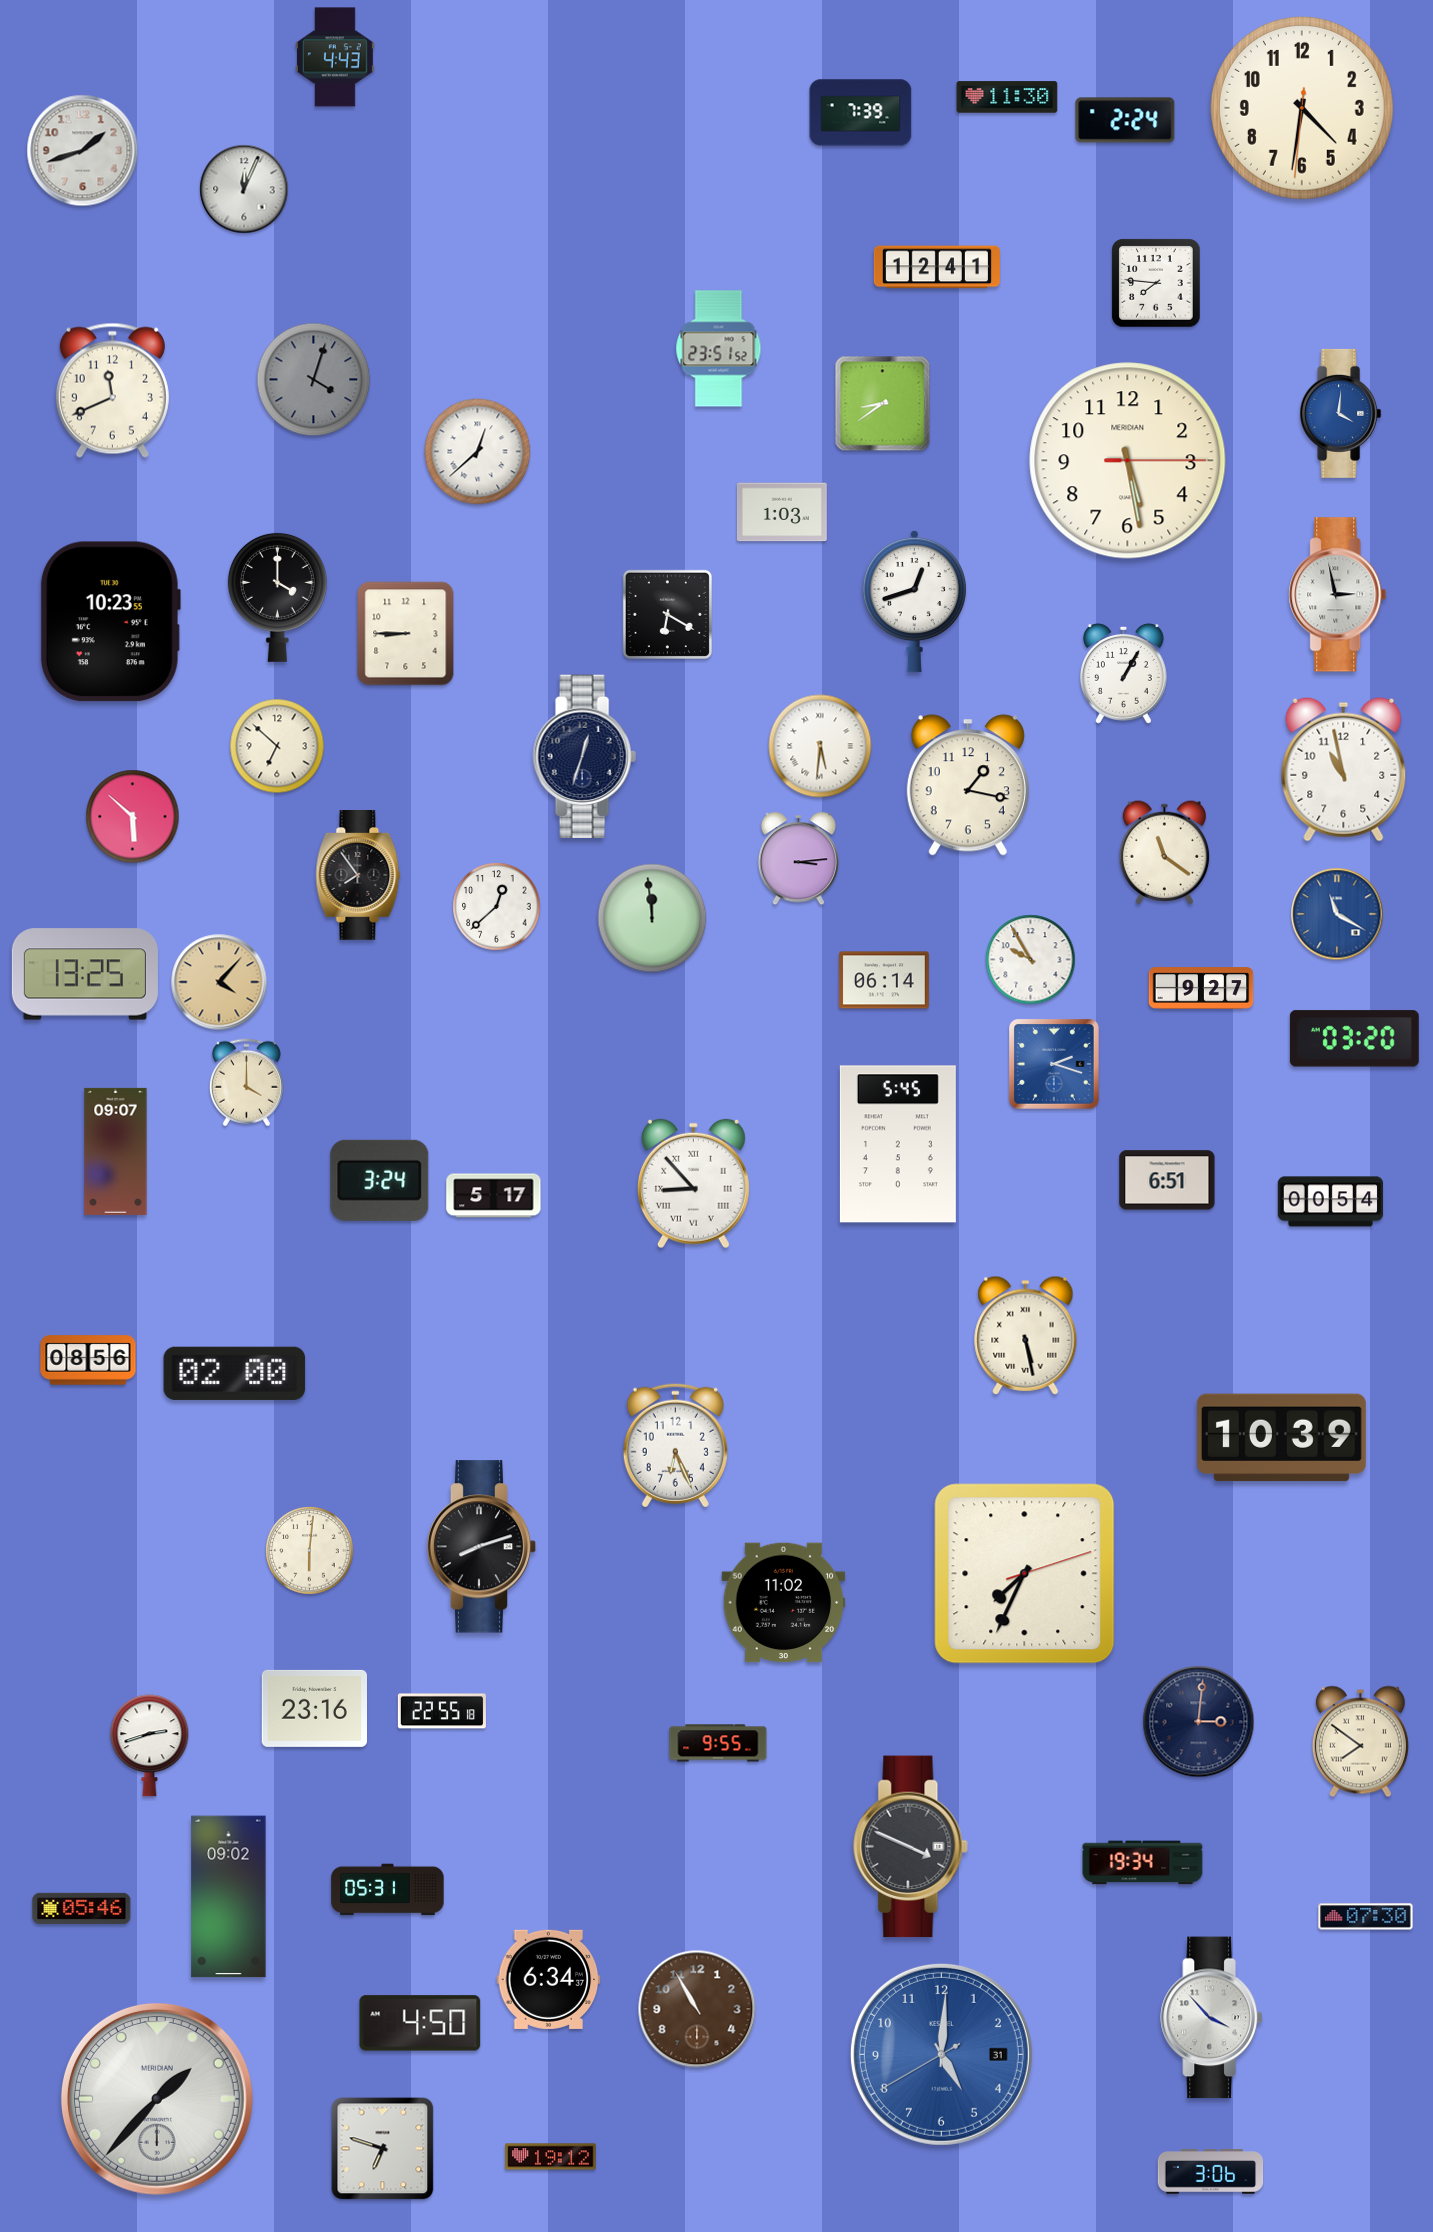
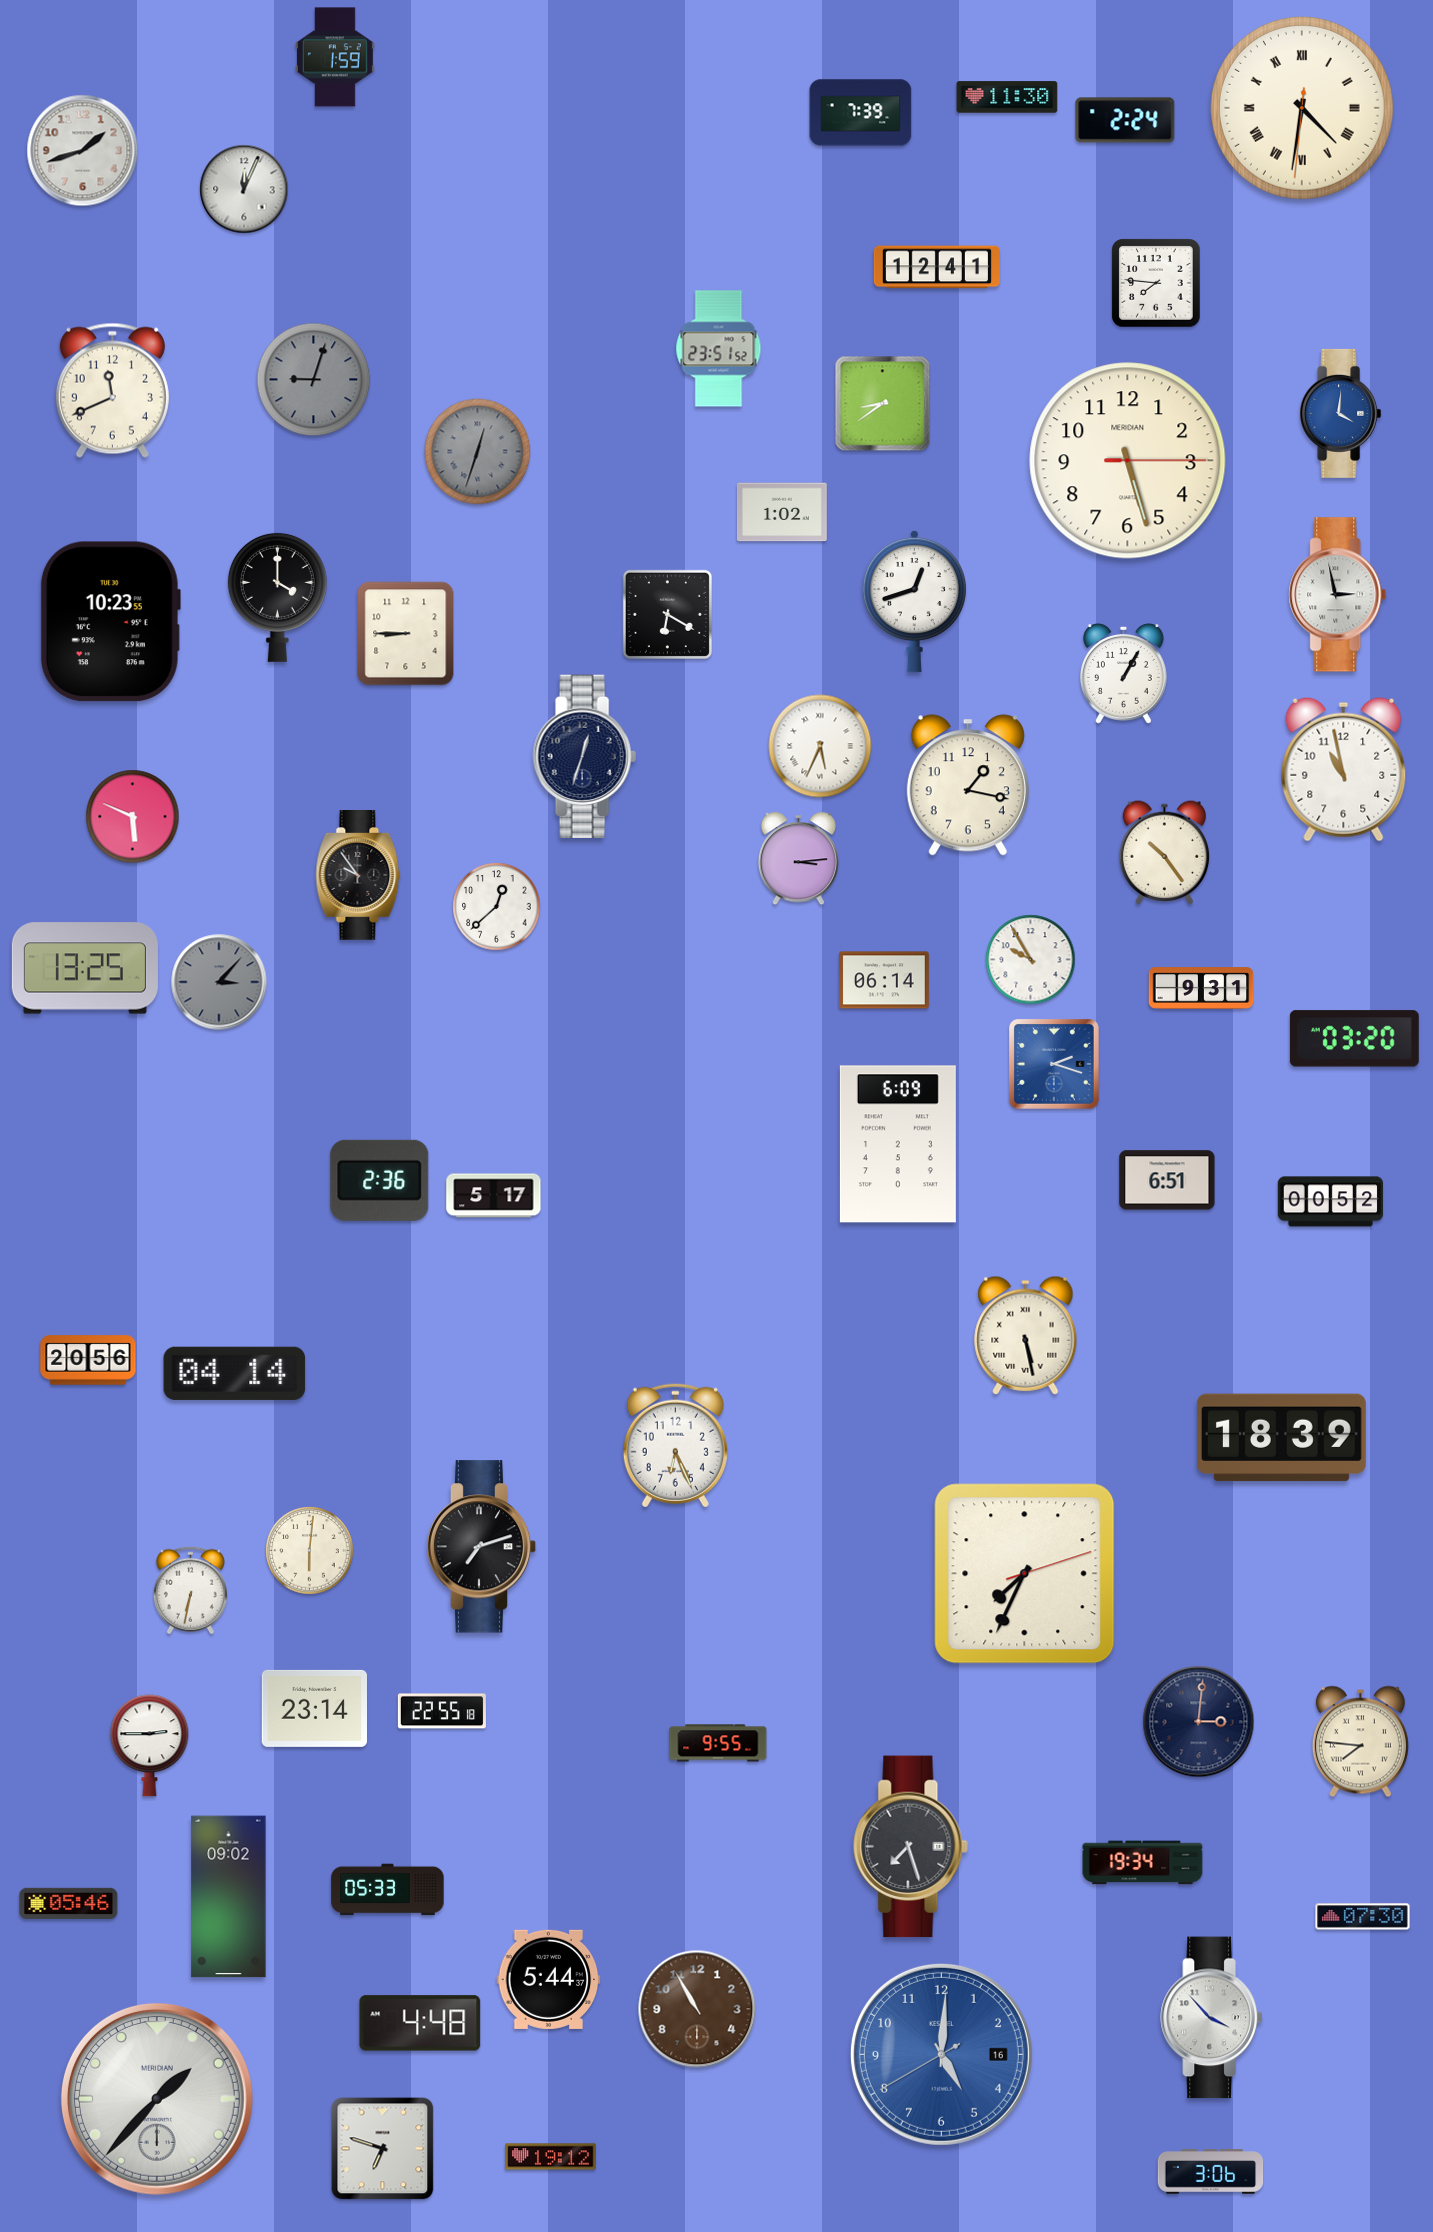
clock at (335, 57): 4:43 -> 1:59
clock at (1302, 108) numerals: Arabic -> Roman
clock at (314, 380): 4:03 -> 9:03
clock at (478, 452): 12:38 -> 12:33
clock at (478, 452) dial: white -> grey
clock at (1128, 461): 5:28 -> 5:27
clock at (782, 512): 1:03 -> 1:02
clock at (277, 746): 6:52 -> none
clock at (820, 746): 5:31 -> 5:34
clock at (133, 817): 5:52 -> 5:49
clock at (1165, 853): 11:21 -> 10:24
clock at (358, 876): 7:54 -> 9:54
clock at (1337, 914): 11:20 -> none
clock at (652, 918): 11:59 -> none
clock at (85, 974) position: (85, 974) -> (85, 968)
clock at (219, 982): 4:07 -> 3:07
clock at (219, 982) dial: champagne -> grey
clock at (1201, 988): 9:27 -> 9:31
clock at (246, 1083): 4:00 -> none
clock at (898, 1144): 5:45 -> 6:09
clock at (116, 1151): 09:07 -> none
clock at (380, 1180): 3:24 -> 2:36
clock at (693, 1184): 8:53 -> none
clock at (1331, 1202): 00:54 -> 00:52
clock at (88, 1360): 08:56 -> 20:56
clock at (235, 1373): 02:00 -> 04:14
clock at (1281, 1438): 10:39 -> 18:39
clock at (482, 1547): 8:12 -> 7:12
clock at (190, 1591): none -> 6:32
clock at (784, 1603): 11:02 -> none
clock at (314, 1708): 23:16 -> 23:14
clock at (1360, 1742): 7:51 -> 7:46
clock at (150, 1746): 2:42 -> 2:45
clock at (911, 1847): 3:49 -> 7:27
clock at (388, 1890): 05:31 -> 05:33
clock at (82, 1908) position: (82, 1908) -> (69, 1903)
clock at (1366, 1917) position: (1366, 1917) -> (1363, 1917)
clock at (549, 1979): 6:34 -> 5:44
clock at (420, 2023): 4:50 -> 4:48
clock at (941, 2054) date: 31 -> 16
